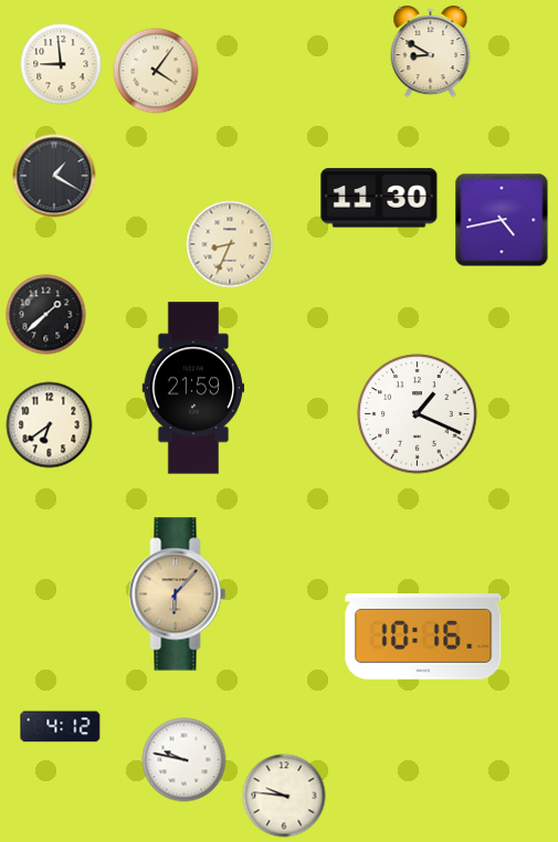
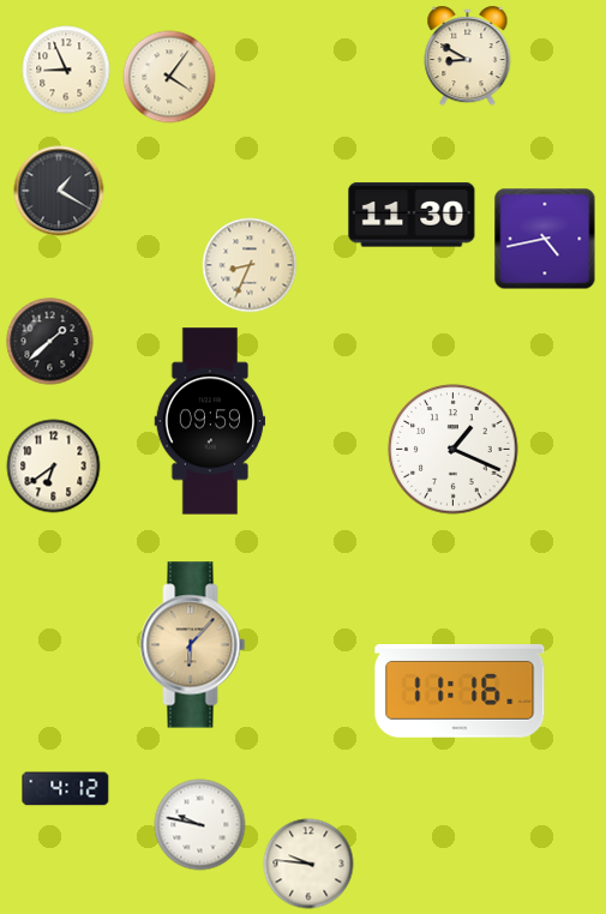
clock at (61, 64): 8:59 -> 8:56
clock at (193, 388): 21:59 -> 09:59
clock at (50, 425) position: (50, 425) -> (54, 467)
clock at (423, 638): 10:16 -> 11:16
